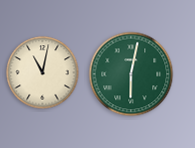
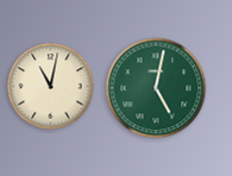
clock at (131, 74): 6:02 -> 5:02
